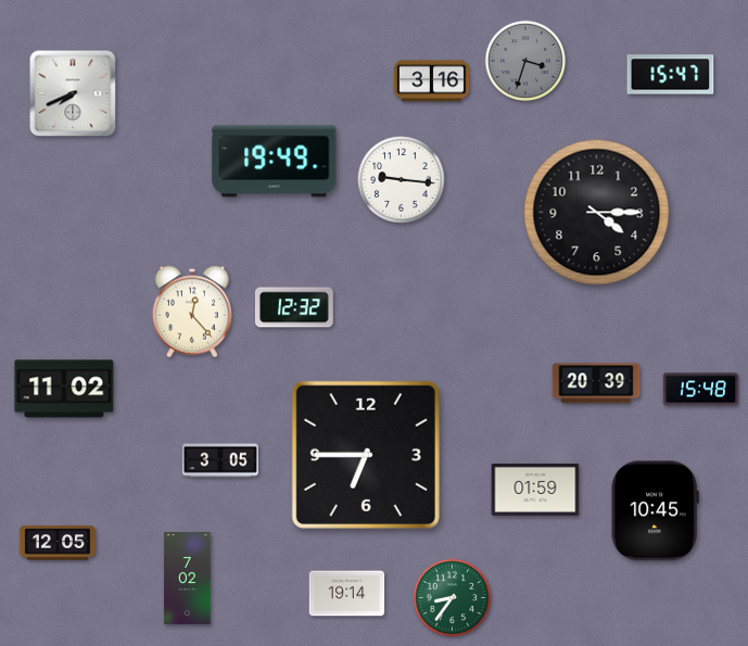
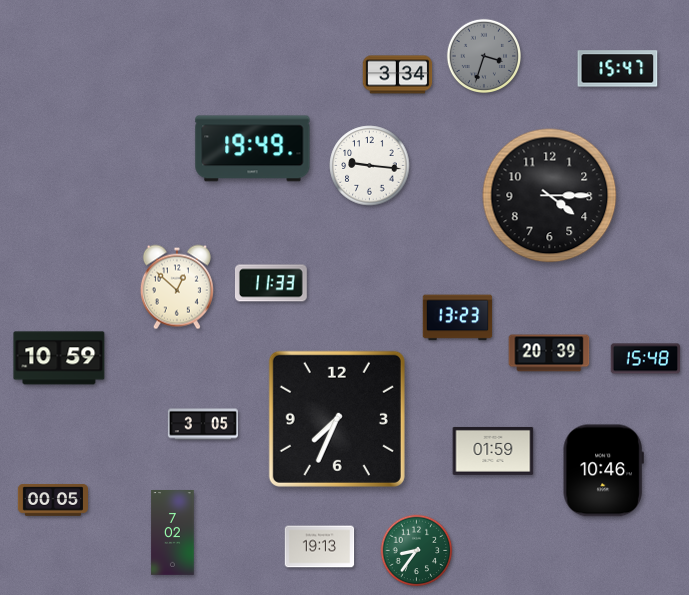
clock at (432, 81): 3:16 -> 3:34
clock at (73, 93): 7:41 -> none
clock at (294, 307): 12:32 -> 11:33
clock at (192, 312): 12:23 -> 12:52
clock at (458, 318): none -> 13:23
clock at (64, 389): 11:02 -> 10:59
clock at (366, 455): 6:45 -> 7:34
clock at (655, 511): 10:45 -> 10:46
clock at (56, 543): 12:05 -> 00:05
clock at (347, 594): 19:14 -> 19:13
